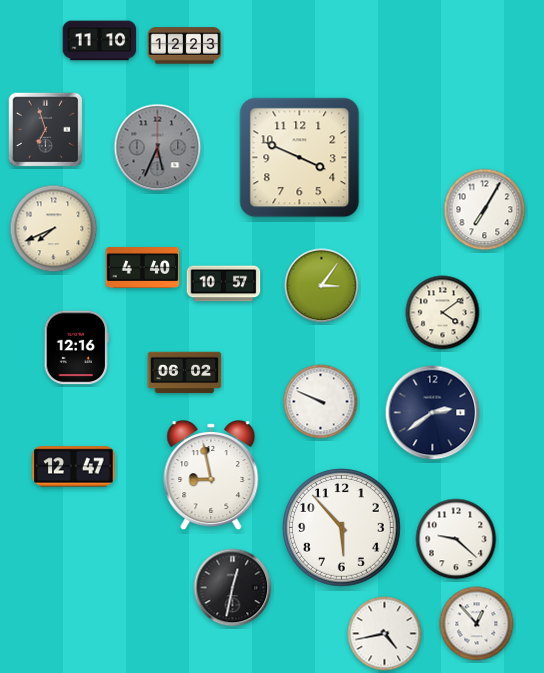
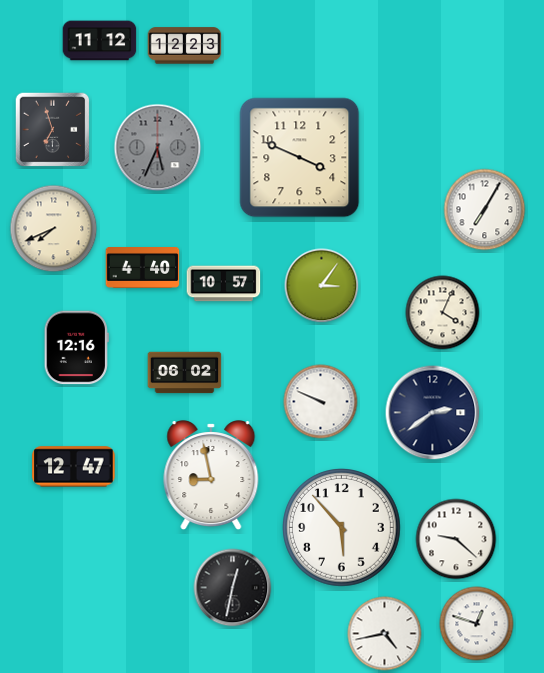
clock at (100, 41): 11:10 -> 11:12
clock at (46, 130) position: (46, 130) -> (53, 130)
clock at (443, 313): 4:09 -> 4:04
clock at (477, 624): 12:53 -> 12:48
